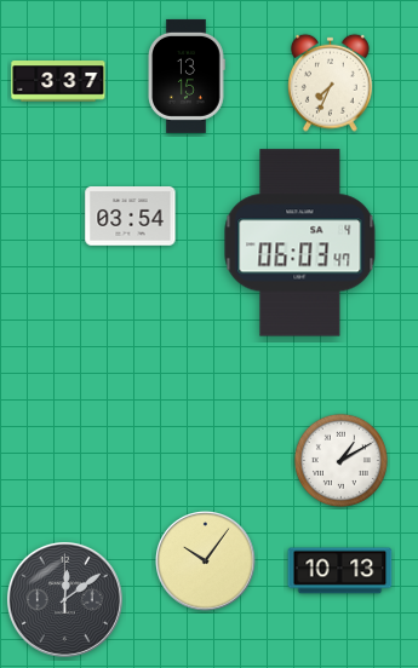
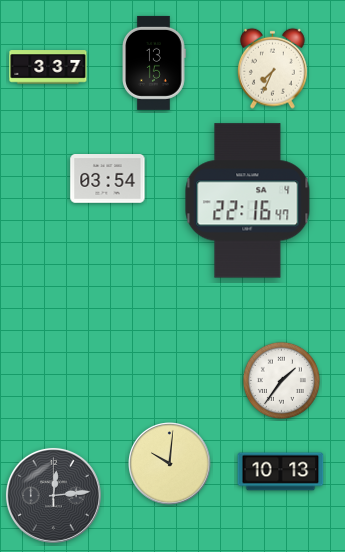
clock at (300, 243): 06:03 -> 22:16
clock at (340, 460): 1:10 -> 1:36
clock at (206, 562): 10:06 -> 10:01
clock at (64, 599): 12:09 -> 12:14
